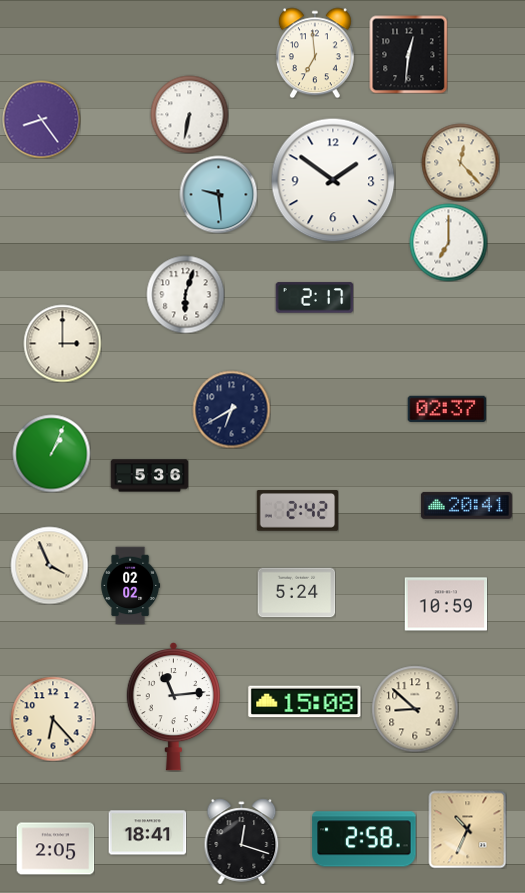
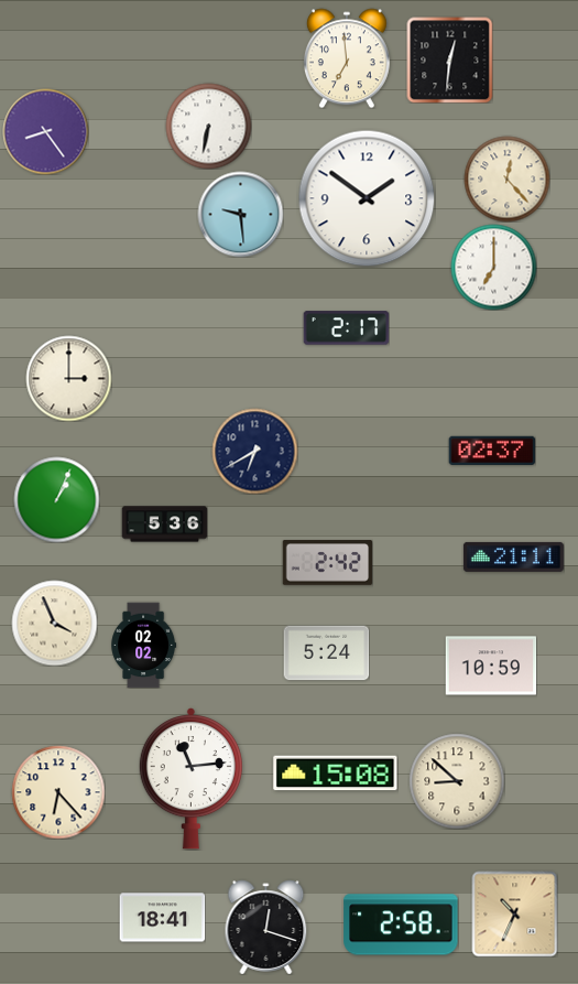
clock at (185, 294): 6:03 -> none
clock at (466, 505): 20:41 -> 21:11
clock at (55, 849): 2:05 -> none
